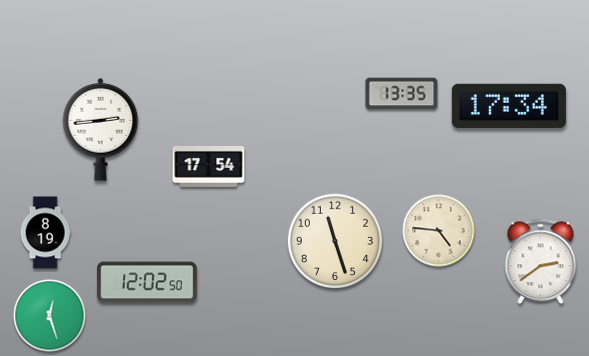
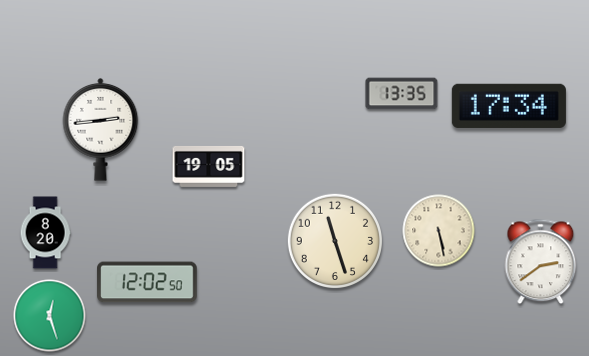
clock at (209, 166): 17:54 -> 19:05
clock at (439, 231): 4:46 -> 5:28
clock at (45, 233): 8:19 -> 8:20
